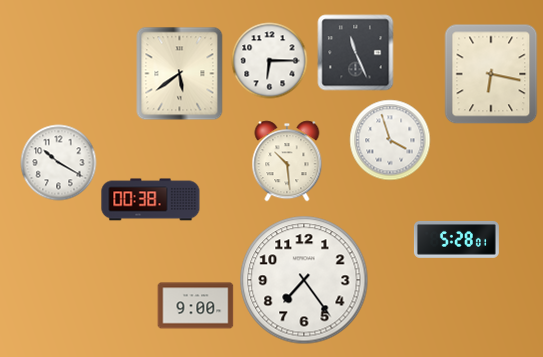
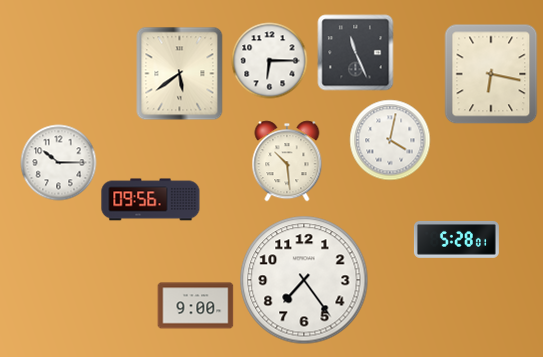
clock at (390, 140): 3:57 -> 4:02
clock at (59, 163): 10:20 -> 10:15
clock at (151, 200): 00:38 -> 09:56
